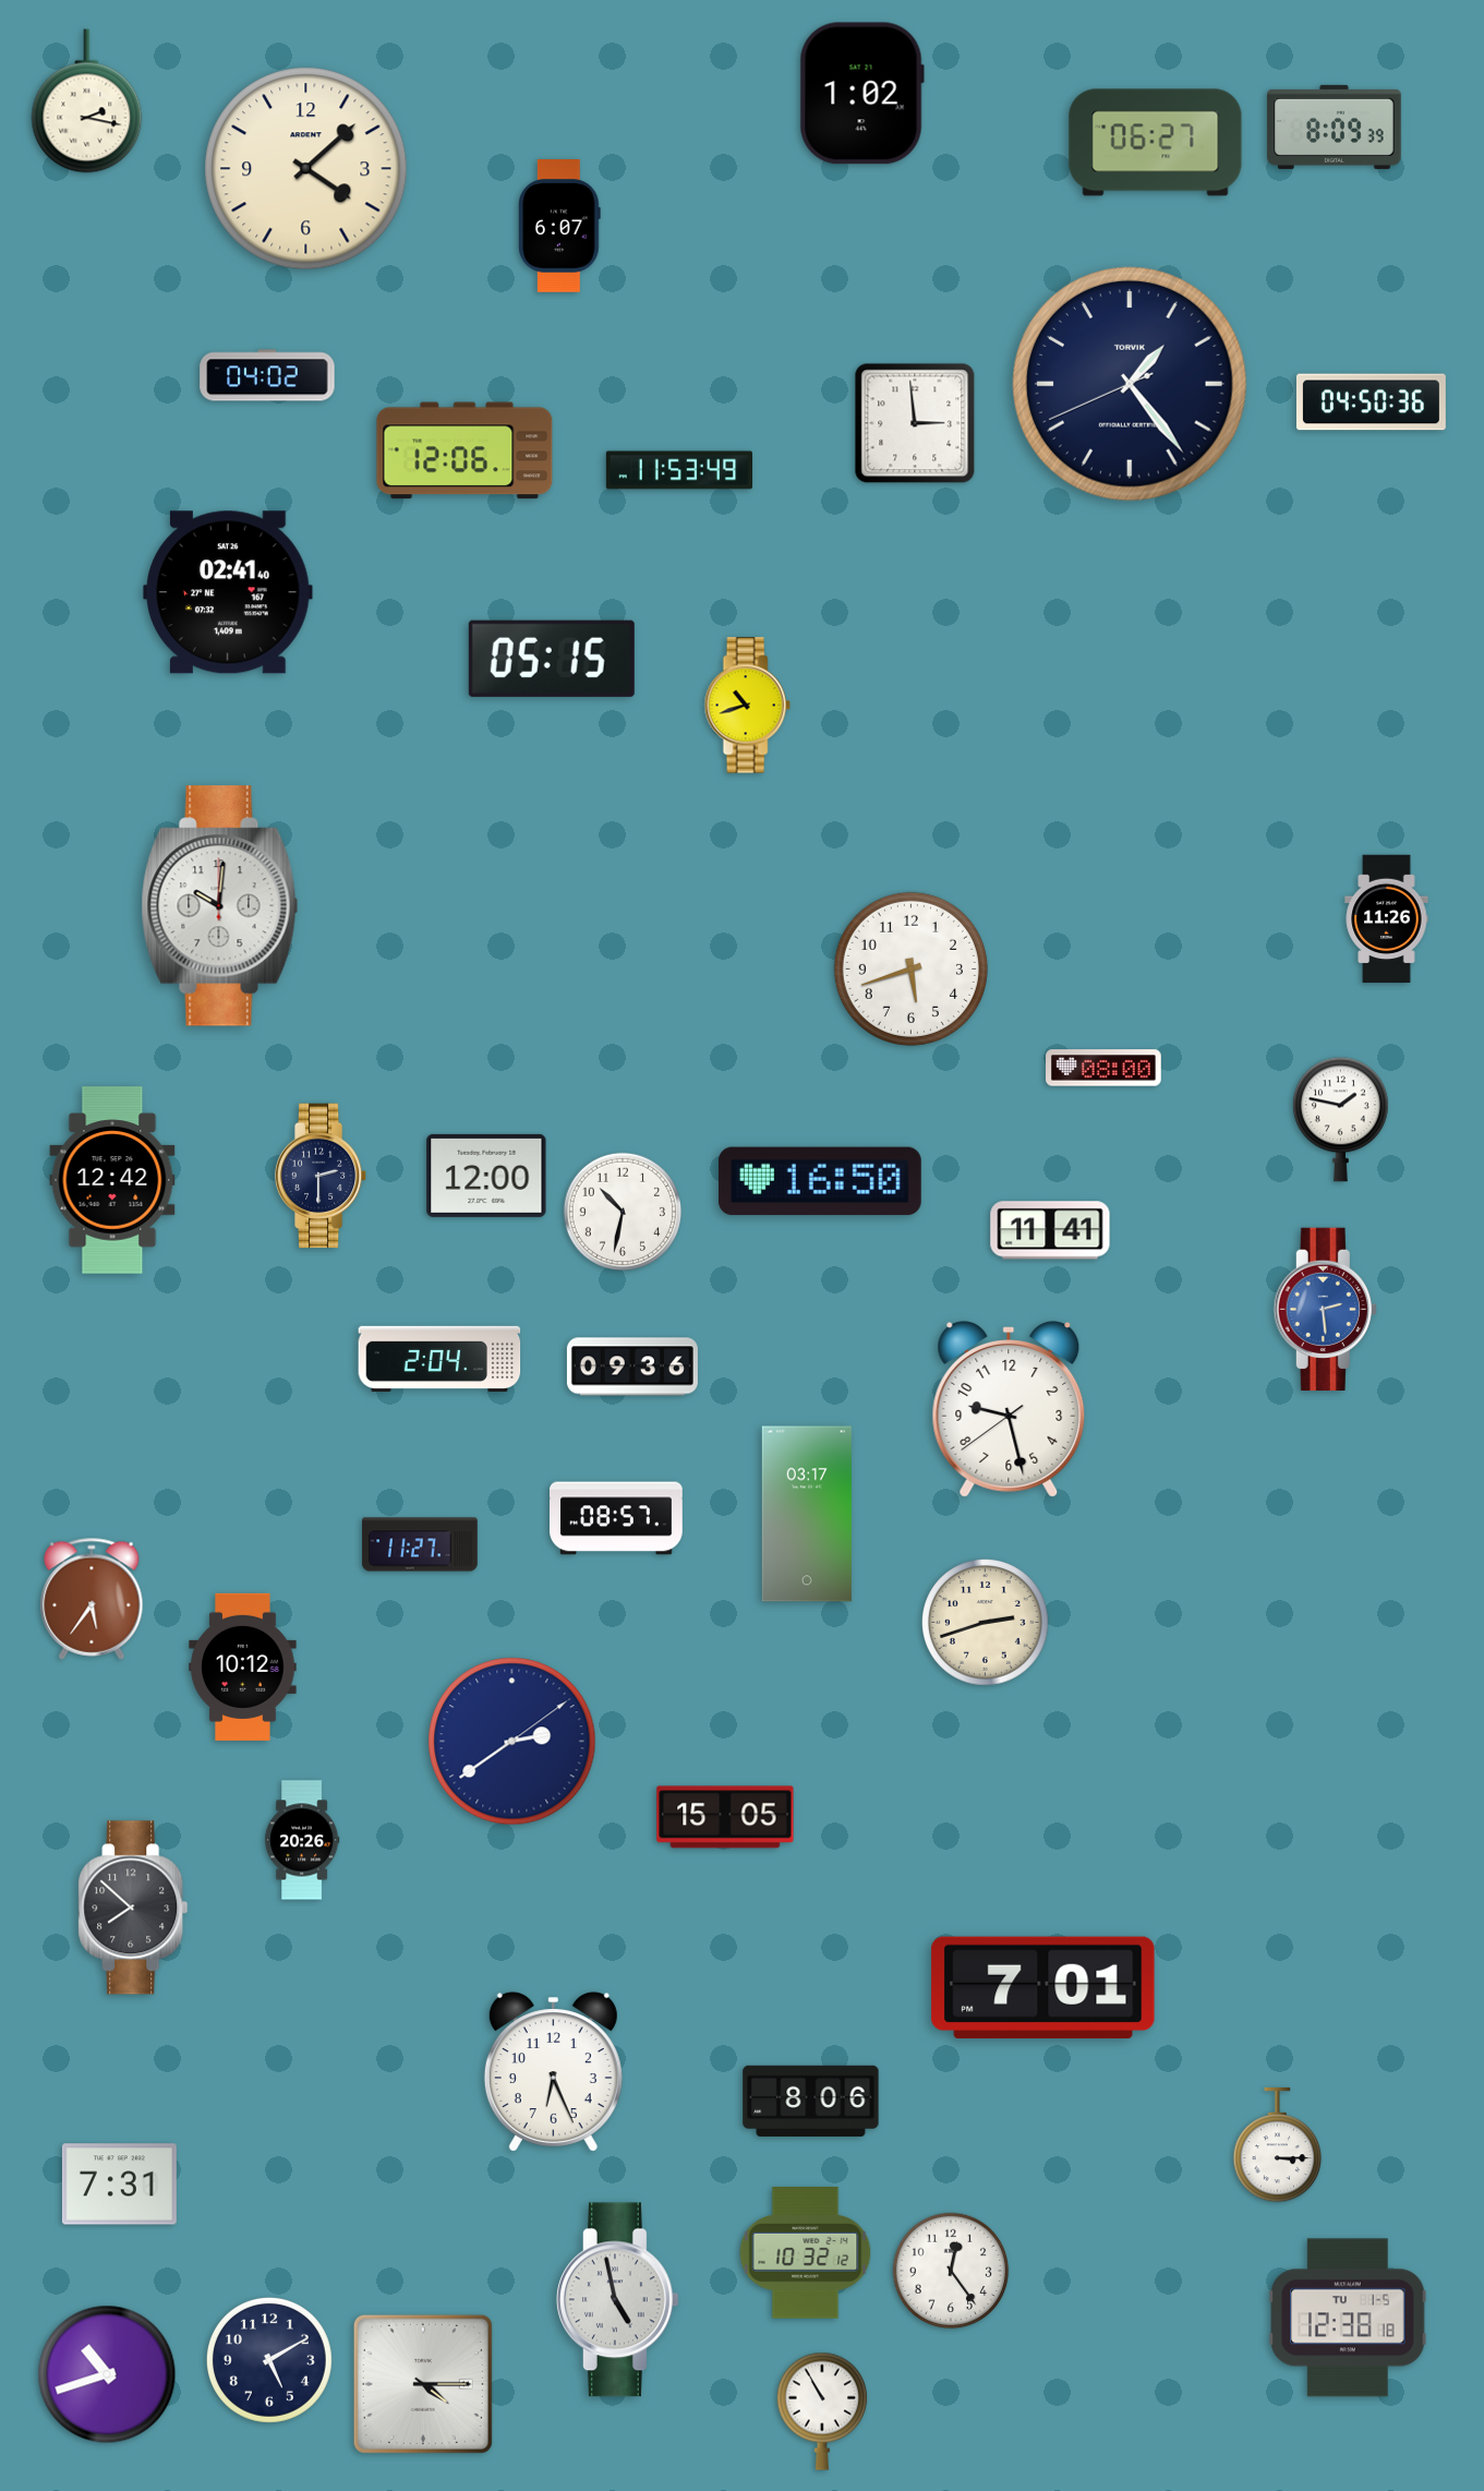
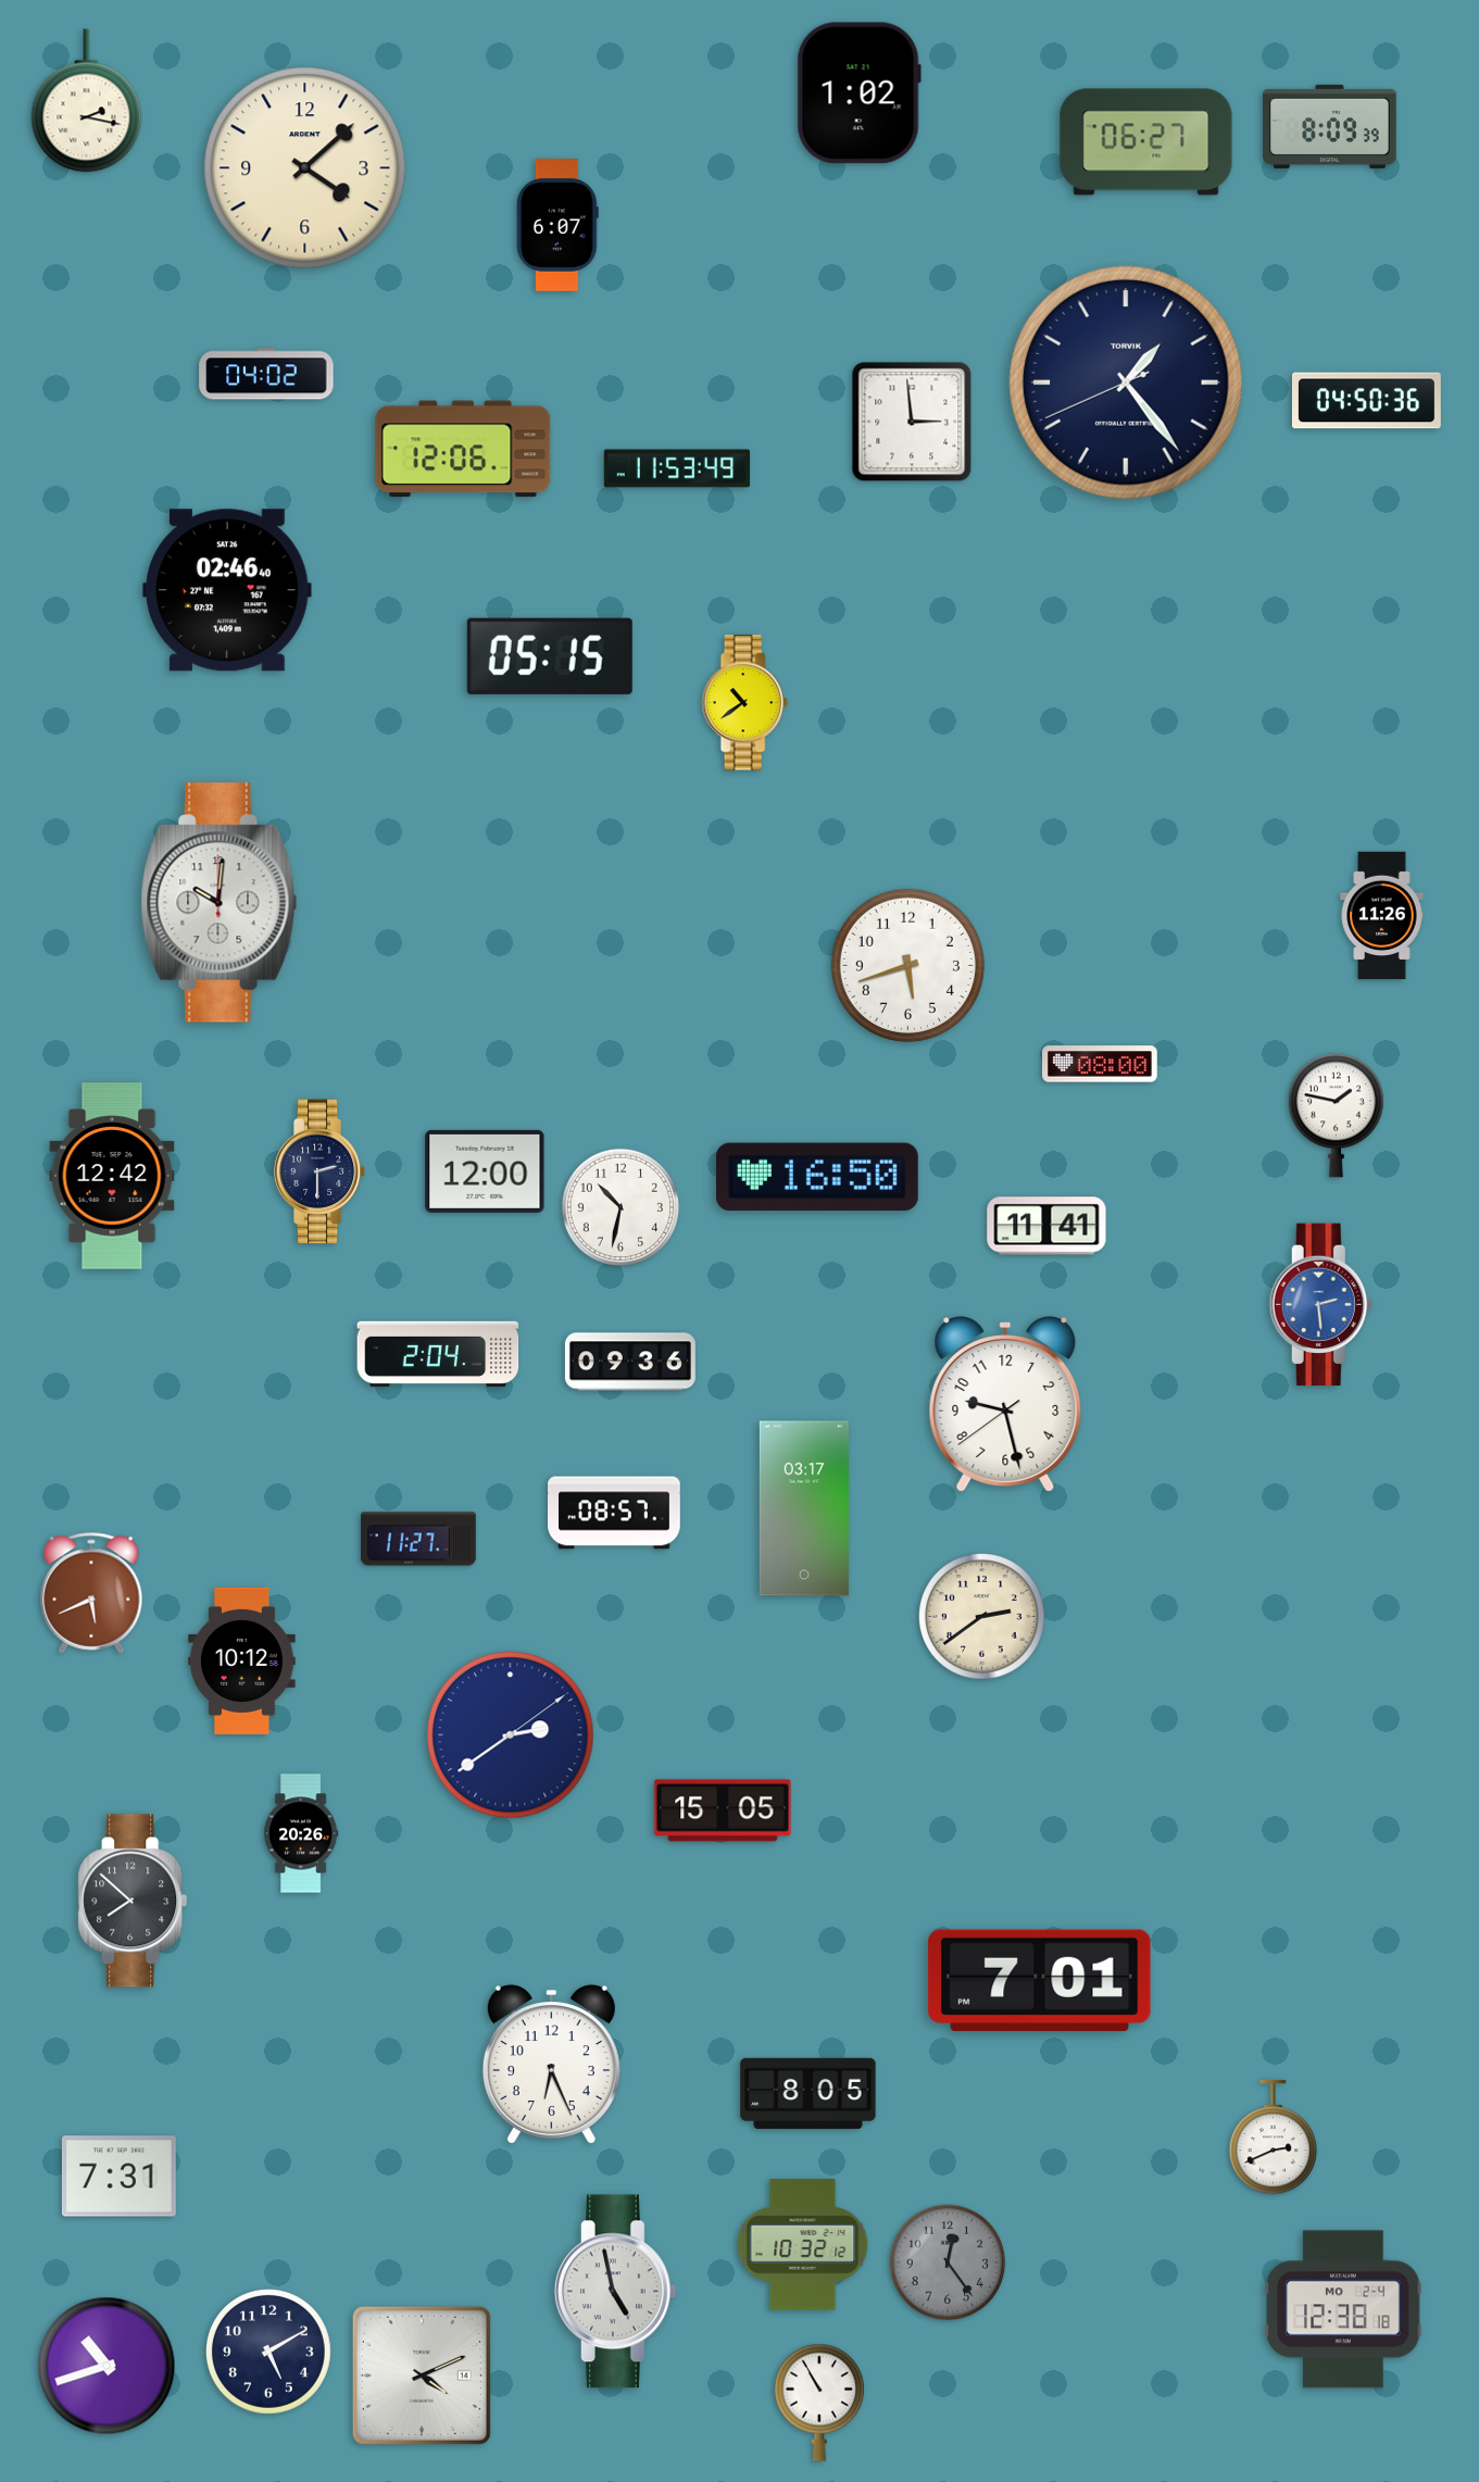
clock at (1156, 143) position: (1156, 143) -> (1146, 142)
clock at (228, 592): 02:41 -> 02:46
clock at (747, 706): 10:42 -> 10:39
clock at (92, 1599): 5:36 -> 5:41
clock at (986, 1623): 2:42 -> 2:39
clock at (811, 2101): 8:06 -> 8:05
clock at (1278, 2145): 3:15 -> 2:41
clock at (951, 2271) dial: white -> grey
clock at (1348, 2318) date: TU 1-5 -> MO 2-4
clock at (423, 2384): 4:15 -> 4:11
